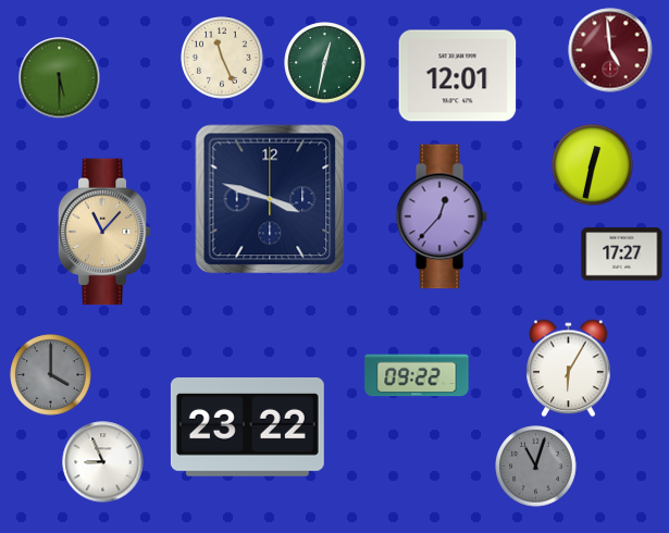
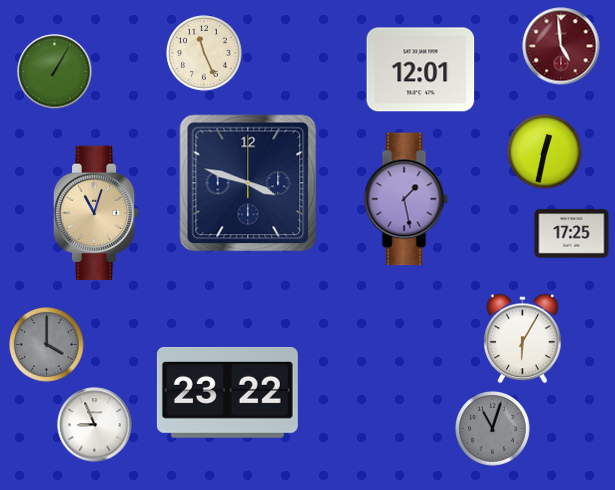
clock at (325, 63): 12:32 -> none
clock at (60, 78): 5:30 -> 1:05
clock at (442, 216): 12:37 -> 1:28
clock at (104, 232): 11:07 -> 11:03
clock at (622, 255): 17:27 -> 17:25
clock at (417, 375): 09:22 -> none
